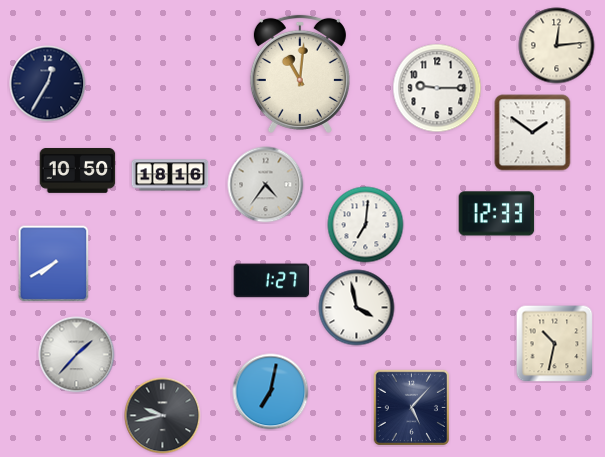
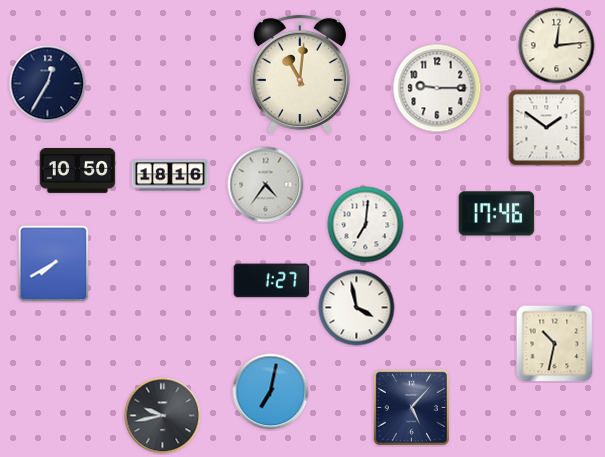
clock at (533, 133) position: (533, 133) -> (547, 128)
clock at (497, 214): 12:33 -> 17:46
clock at (77, 355): 1:37 -> none
